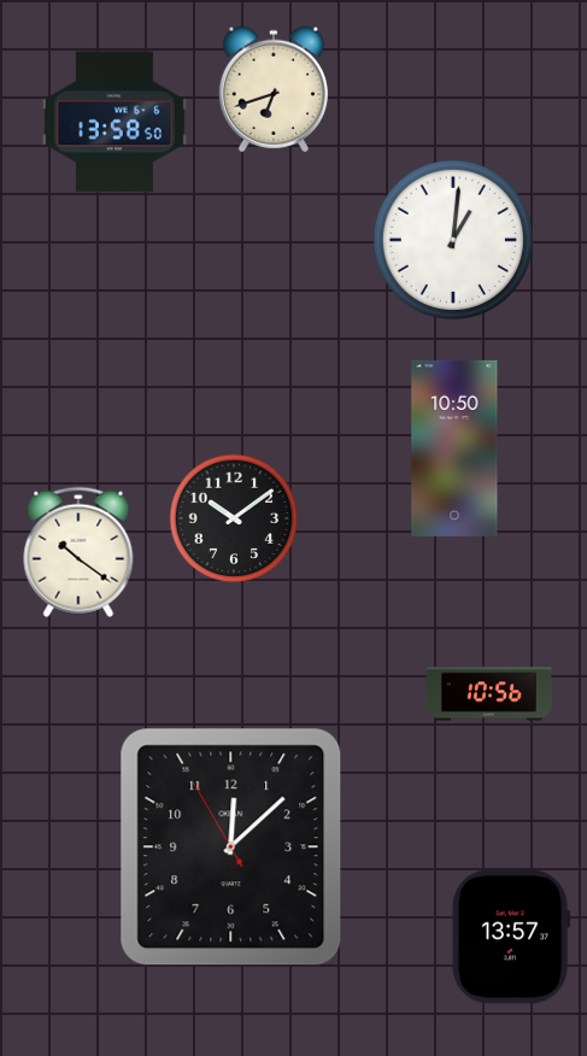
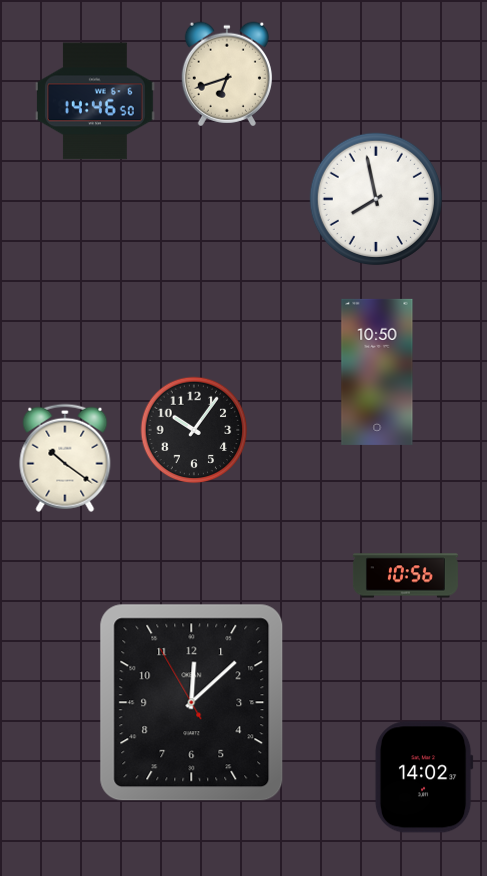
clock at (115, 122): 13:58 -> 14:46
clock at (452, 239): 1:01 -> 7:58
clock at (234, 518): 10:09 -> 10:06
clock at (511, 937): 13:57 -> 14:02
